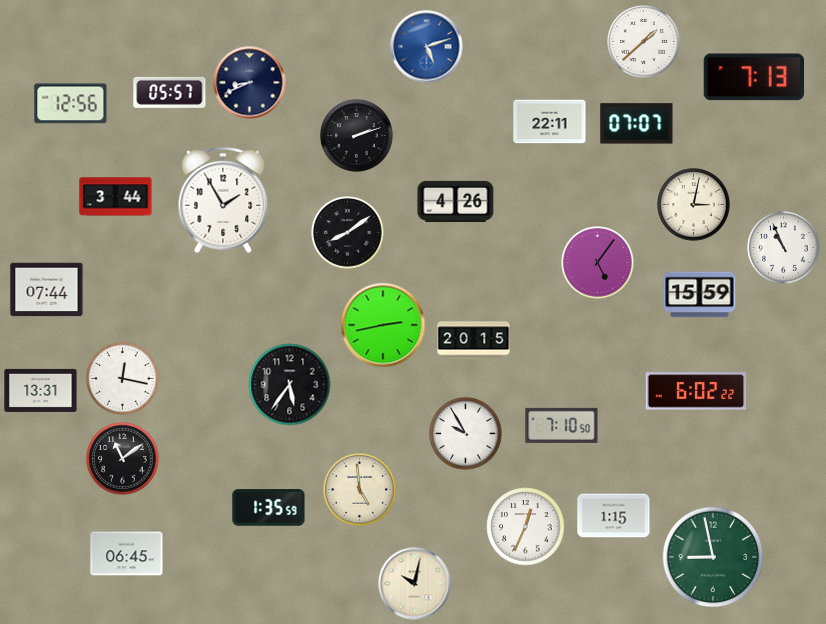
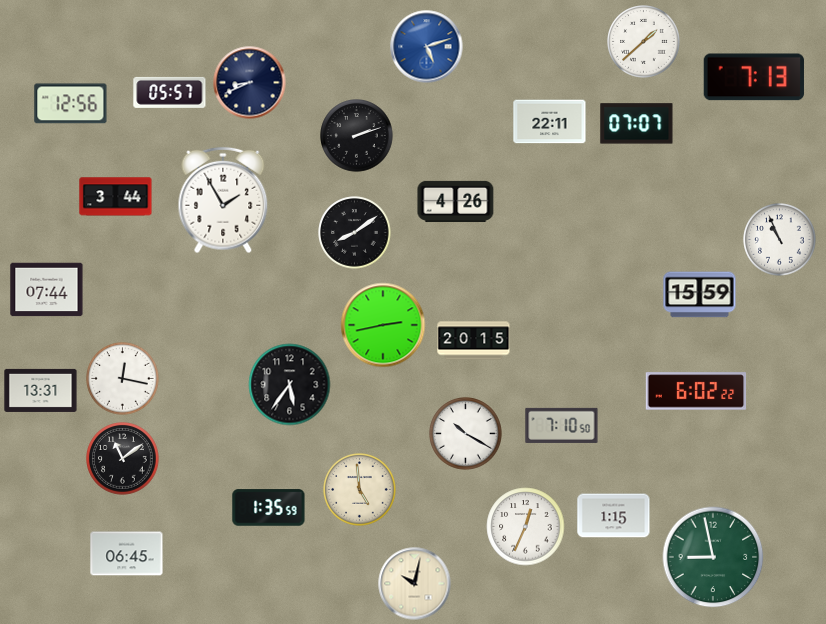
clock at (694, 205): 3:02 -> none
clock at (348, 233) position: (348, 233) -> (355, 233)
clock at (784, 248) position: (784, 248) -> (780, 240)
clock at (598, 263): 5:06 -> none
clock at (466, 434): 9:55 -> 10:20
